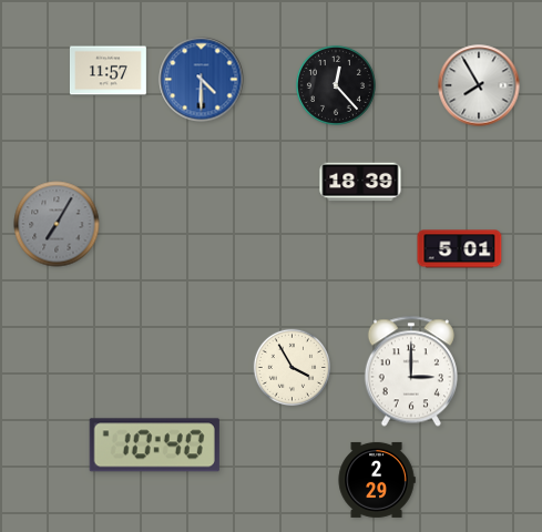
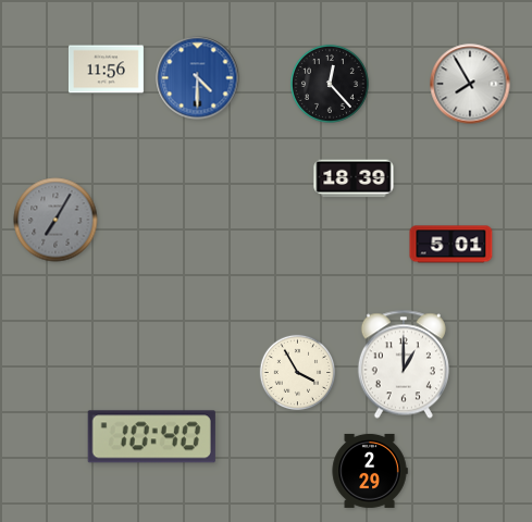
clock at (108, 71): 11:57 -> 11:56
clock at (293, 368) position: (293, 368) -> (298, 373)
clock at (411, 371): 3:00 -> 1:00
